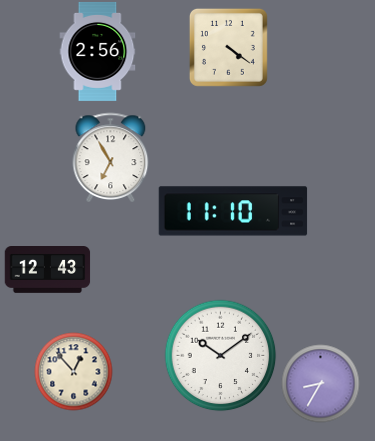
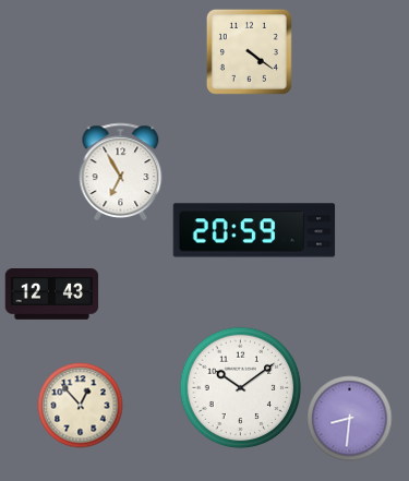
clock at (98, 51): 2:56 -> none
clock at (233, 211): 11:10 -> 20:59
clock at (320, 383): 8:35 -> 8:31
